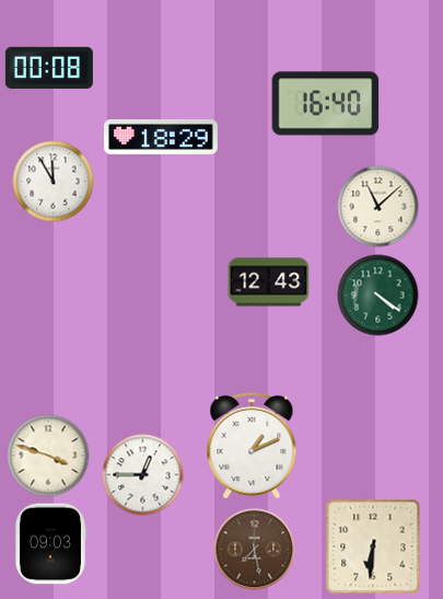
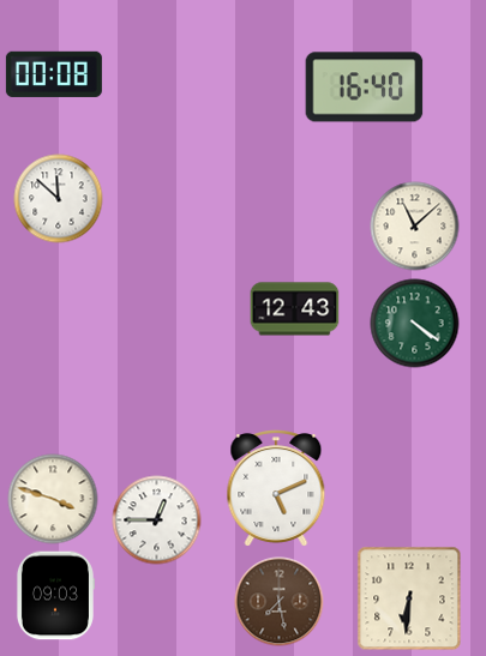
clock at (326, 104) position: (326, 104) -> (365, 88)
clock at (161, 137): 18:29 -> none
clock at (54, 182): 11:55 -> 11:52
clock at (252, 447): 1:11 -> 5:11
